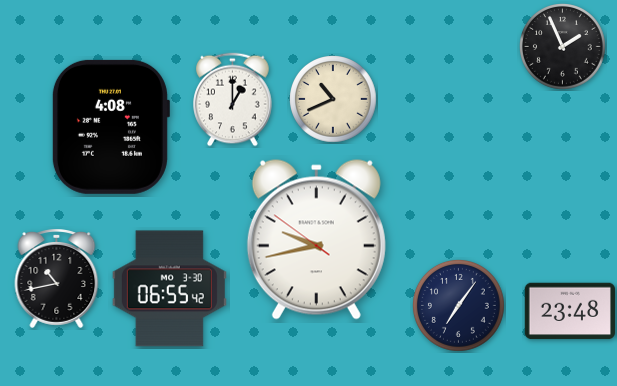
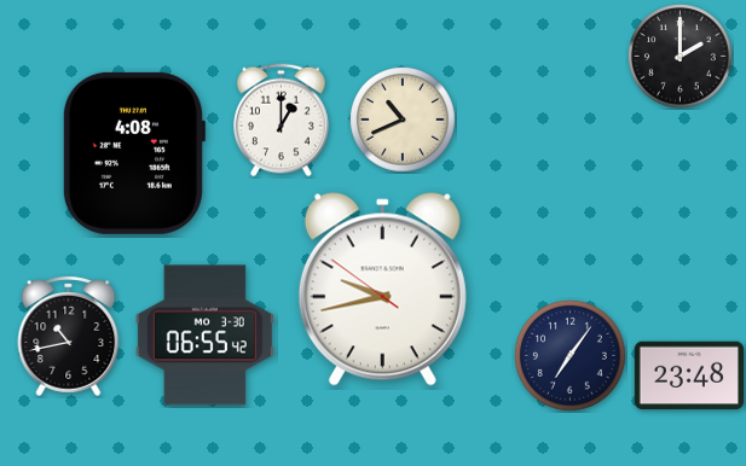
clock at (563, 47): 1:56 -> 2:00
clock at (169, 289) position: (169, 289) -> (204, 336)
clock at (458, 305) position: (458, 305) -> (569, 355)
